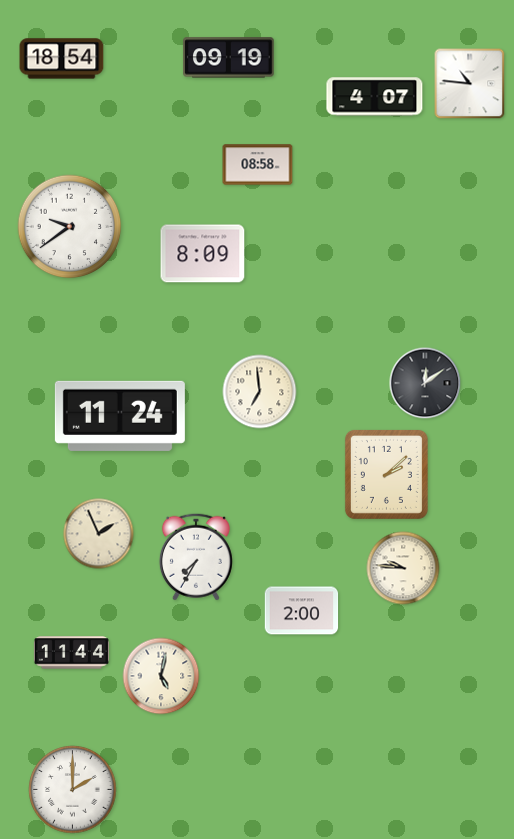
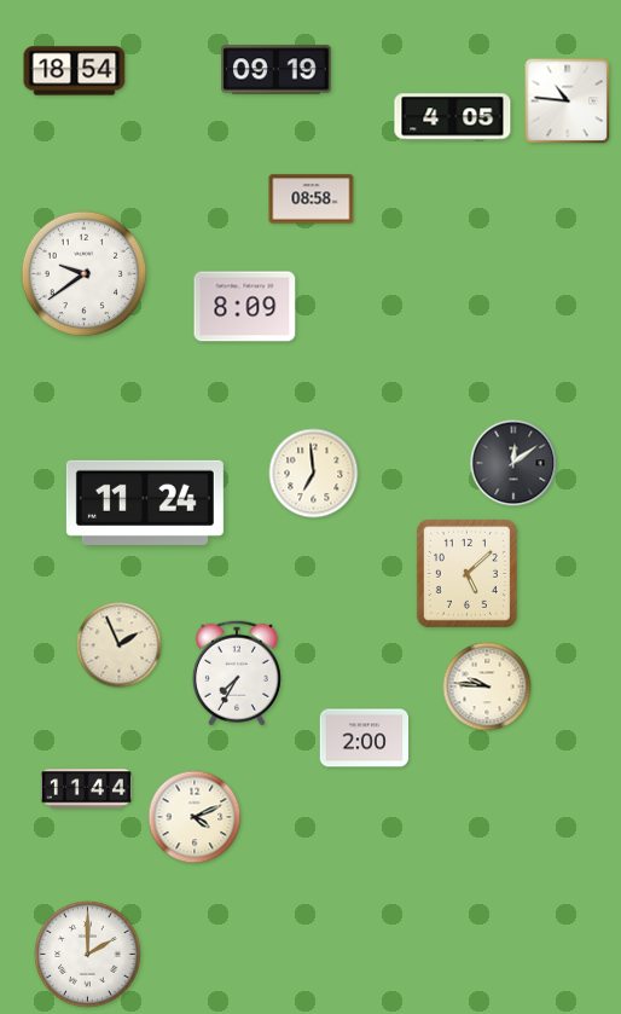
clock at (375, 97): 4:07 -> 4:05
clock at (386, 474): 2:08 -> 5:08
clock at (161, 676): 5:02 -> 4:11
